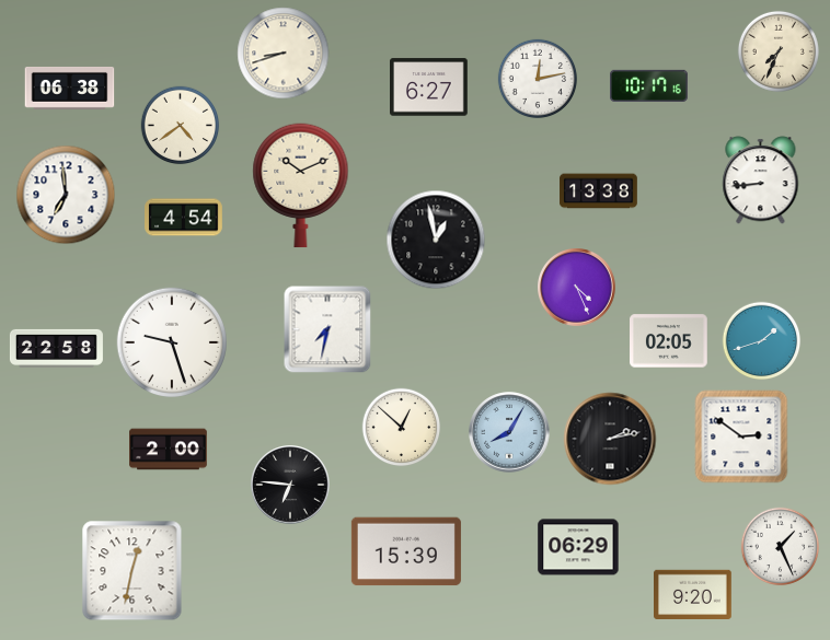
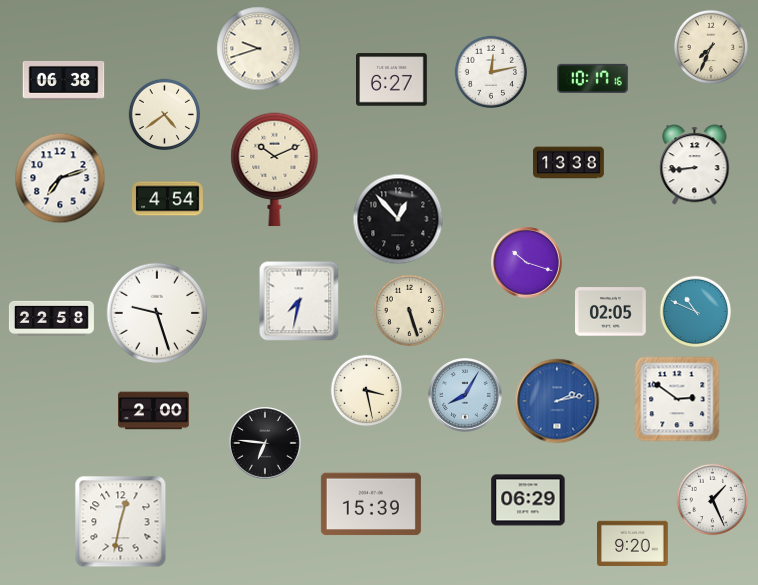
clock at (284, 54): 8:42 -> 9:42
clock at (599, 191) position: (599, 191) -> (569, 163)
clock at (66, 195): 6:59 -> 7:12
clock at (436, 240): 12:58 -> 12:53
clock at (577, 288): 4:26 -> 10:18
clock at (410, 311): none -> 5:27
clock at (762, 341): 1:42 -> 10:49
clock at (402, 428): 12:52 -> 3:28
clock at (610, 439) dial: black -> blue
